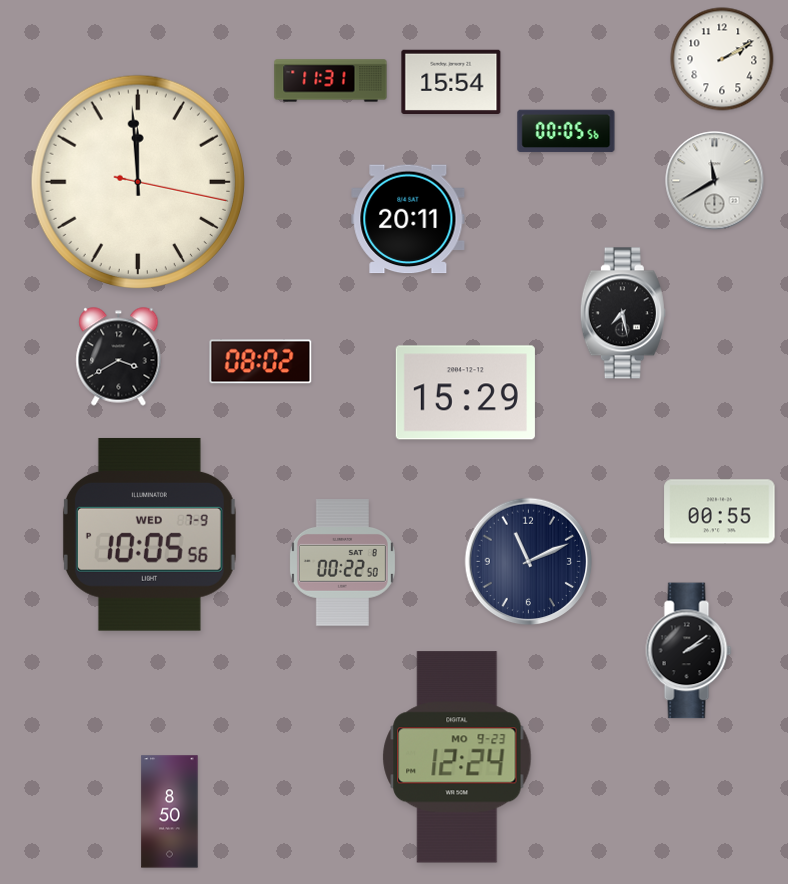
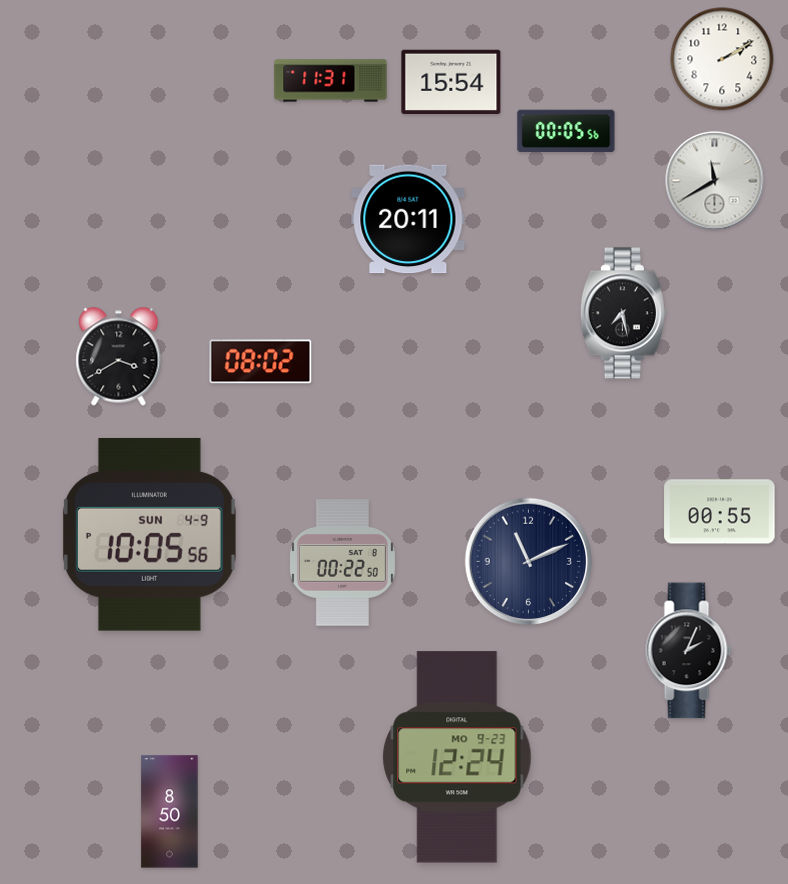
clock at (138, 182): 11:59 -> none
clock at (465, 393): 15:29 -> none
clock at (149, 534) date: WED 7-9 -> SUN 4-9
clock at (689, 651): 2:09 -> 2:04
